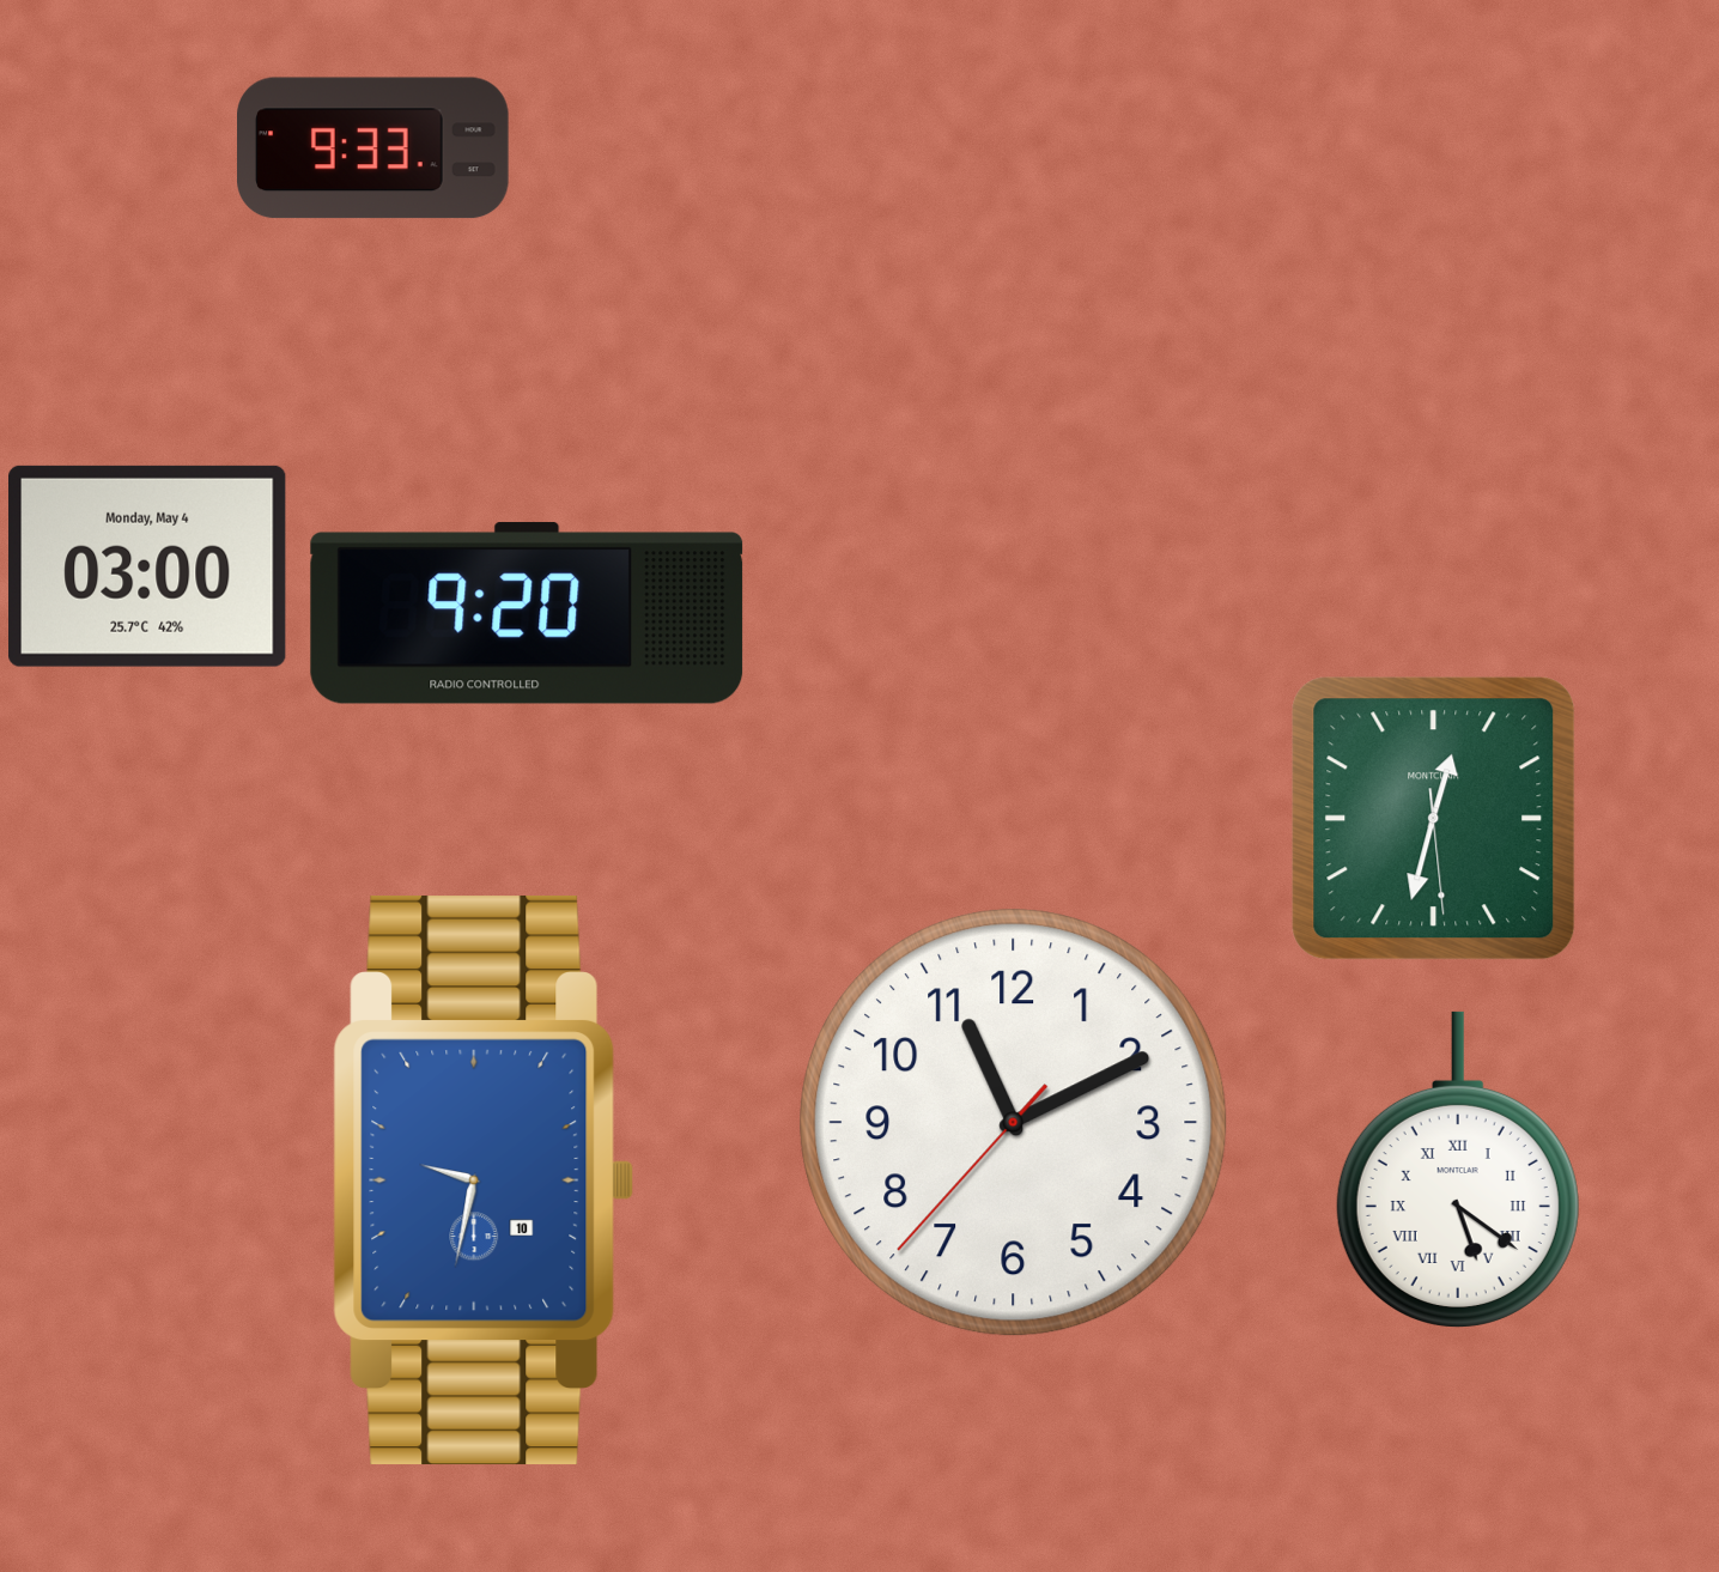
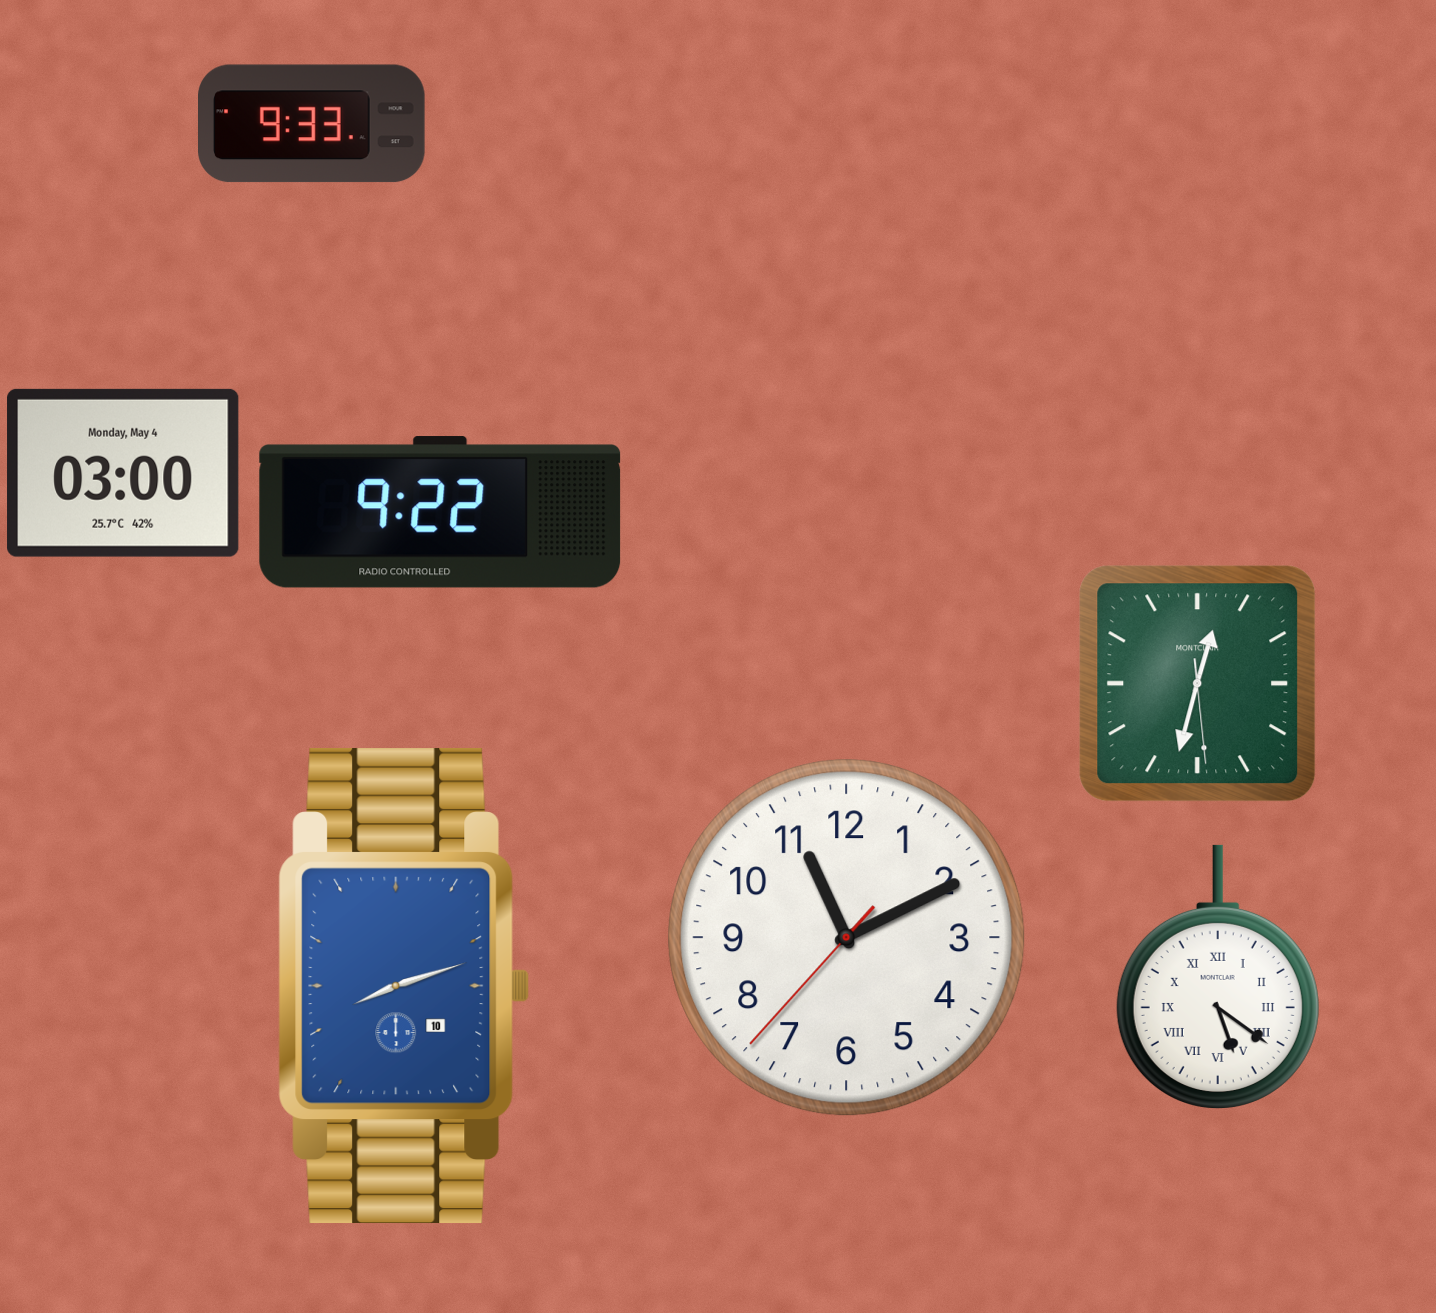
clock at (527, 613): 9:20 -> 9:22
clock at (484, 1180): 9:32 -> 8:12
